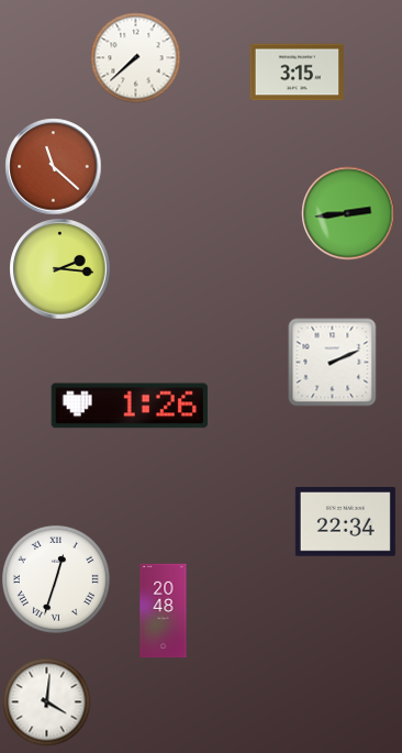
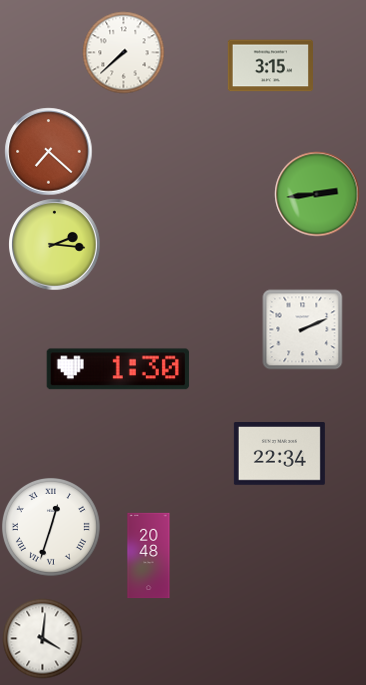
clock at (53, 166): 11:22 -> 7:22
clock at (130, 406): 1:26 -> 1:30
clock at (345, 522) position: (345, 522) -> (279, 454)
